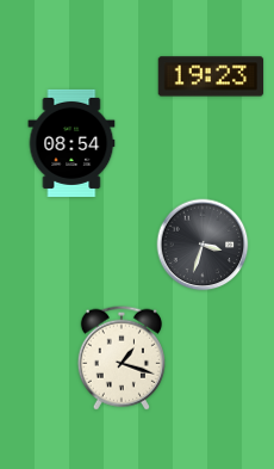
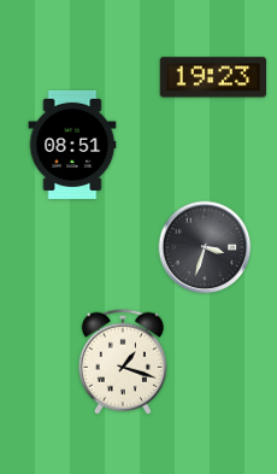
clock at (71, 143): 08:54 -> 08:51
